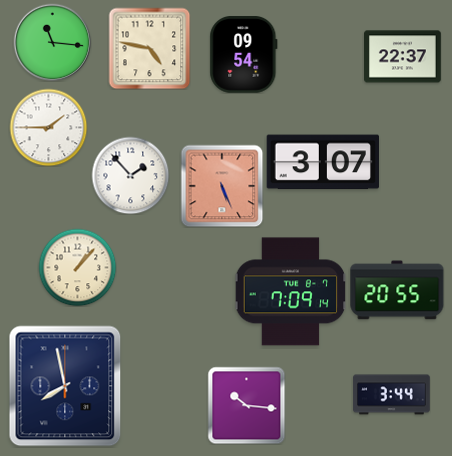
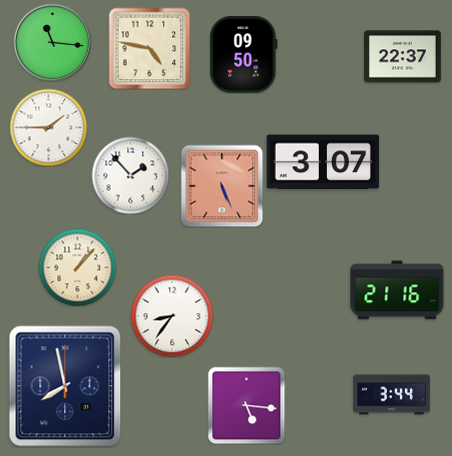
clock at (244, 55): 09:54 -> 09:50
clock at (397, 290): 20:55 -> 21:16
clock at (290, 292): 7:09 -> none
clock at (172, 316): none -> 8:36
clock at (246, 405): 10:16 -> 5:16
